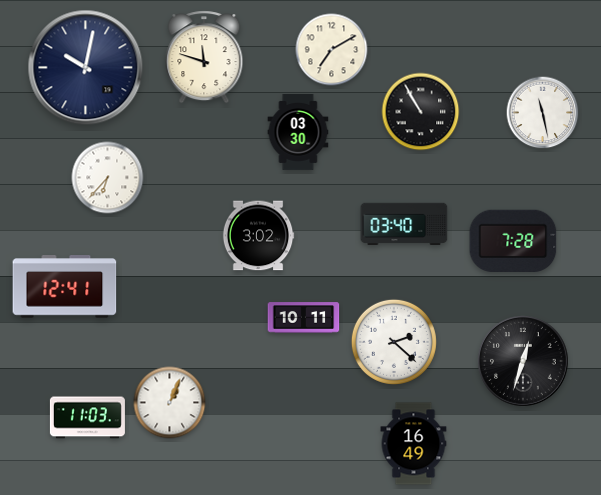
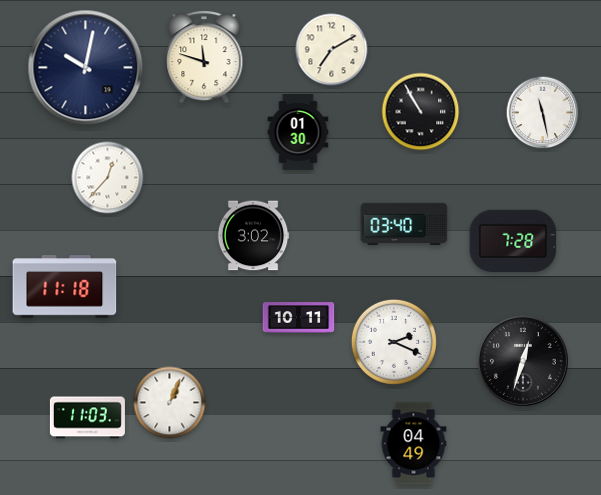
clock at (298, 133): 03:30 -> 01:30
clock at (108, 178): 6:37 -> 12:37
clock at (258, 236) position: (258, 236) -> (253, 236)
clock at (65, 287): 12:41 -> 11:18
clock at (304, 318) position: (304, 318) -> (299, 318)
clock at (394, 342): 2:22 -> 2:19
clock at (414, 444): 16:49 -> 04:49
